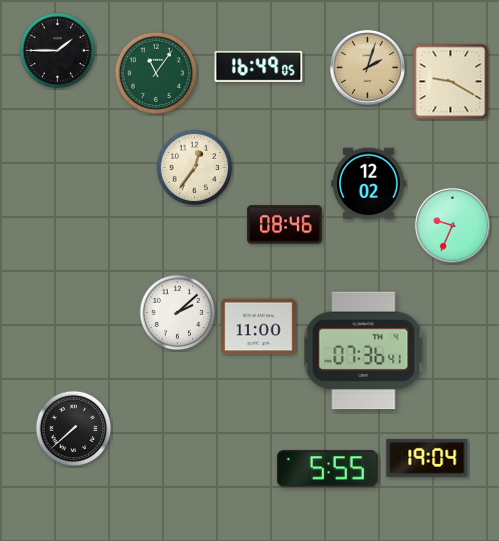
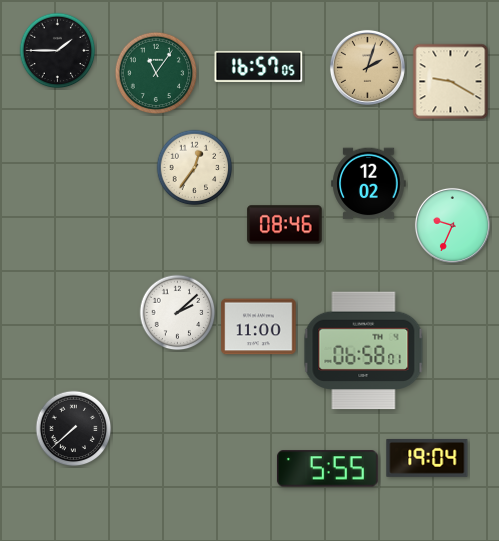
clock at (259, 66): 16:49 -> 16:57
clock at (364, 351): 07:36 -> 06:58
